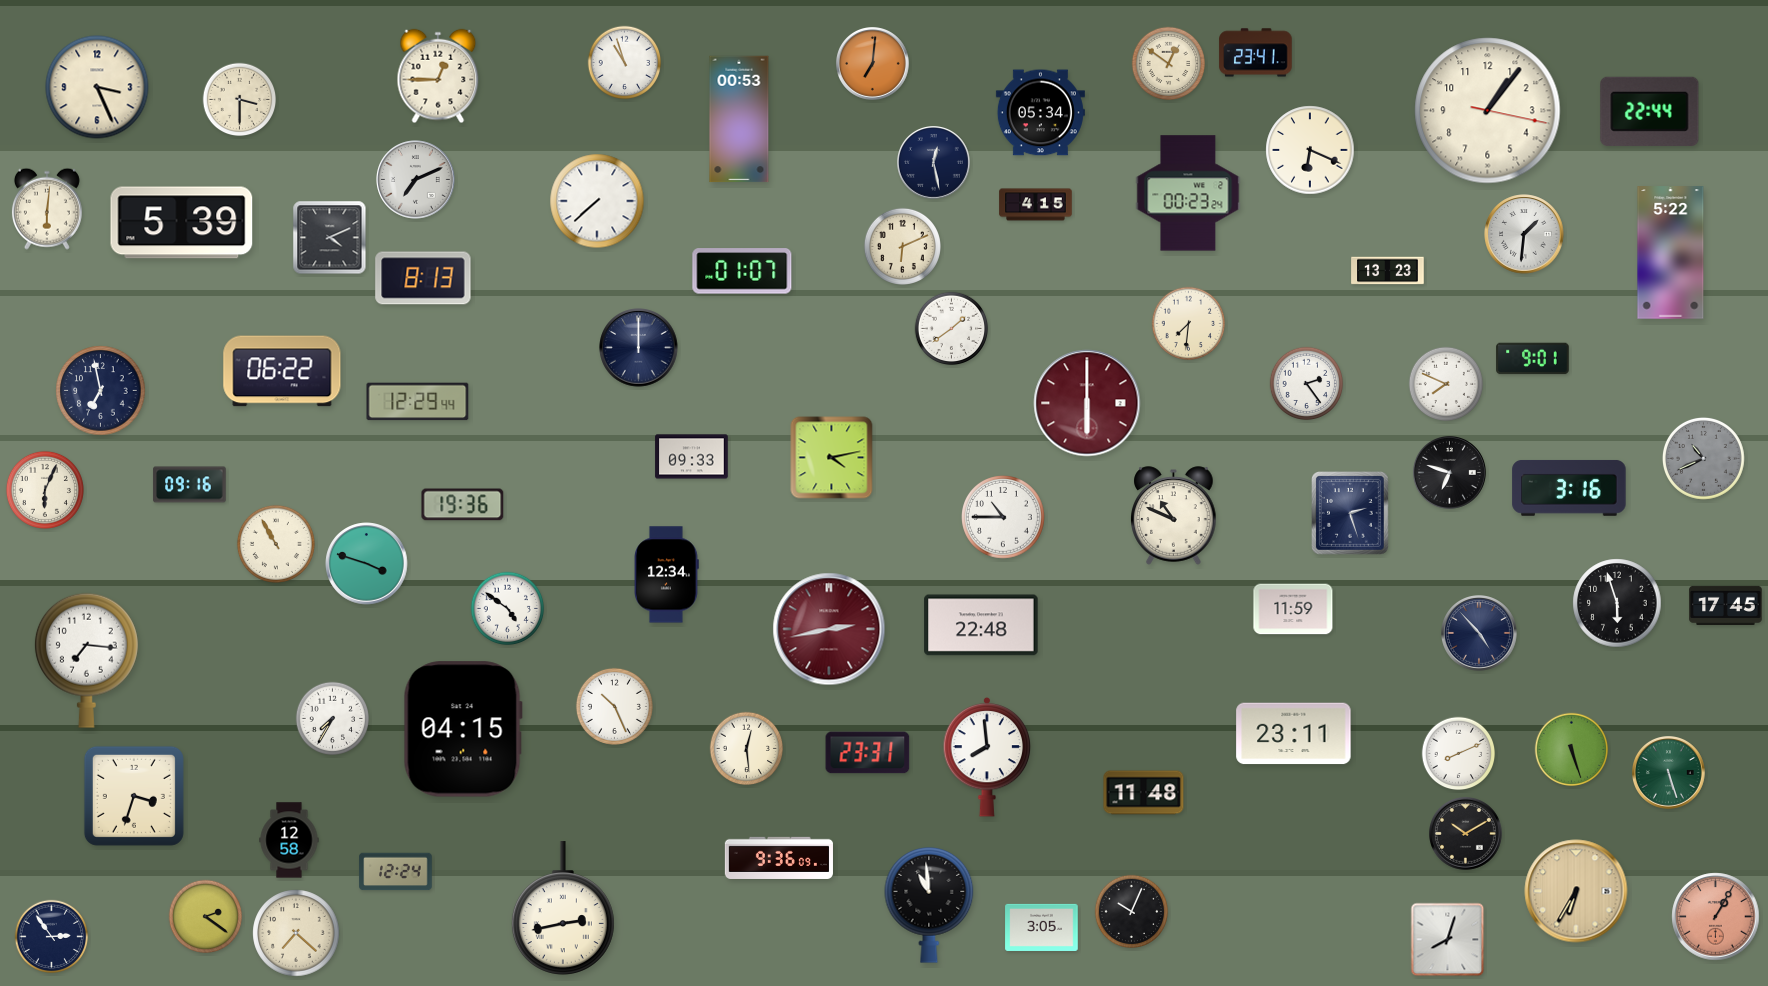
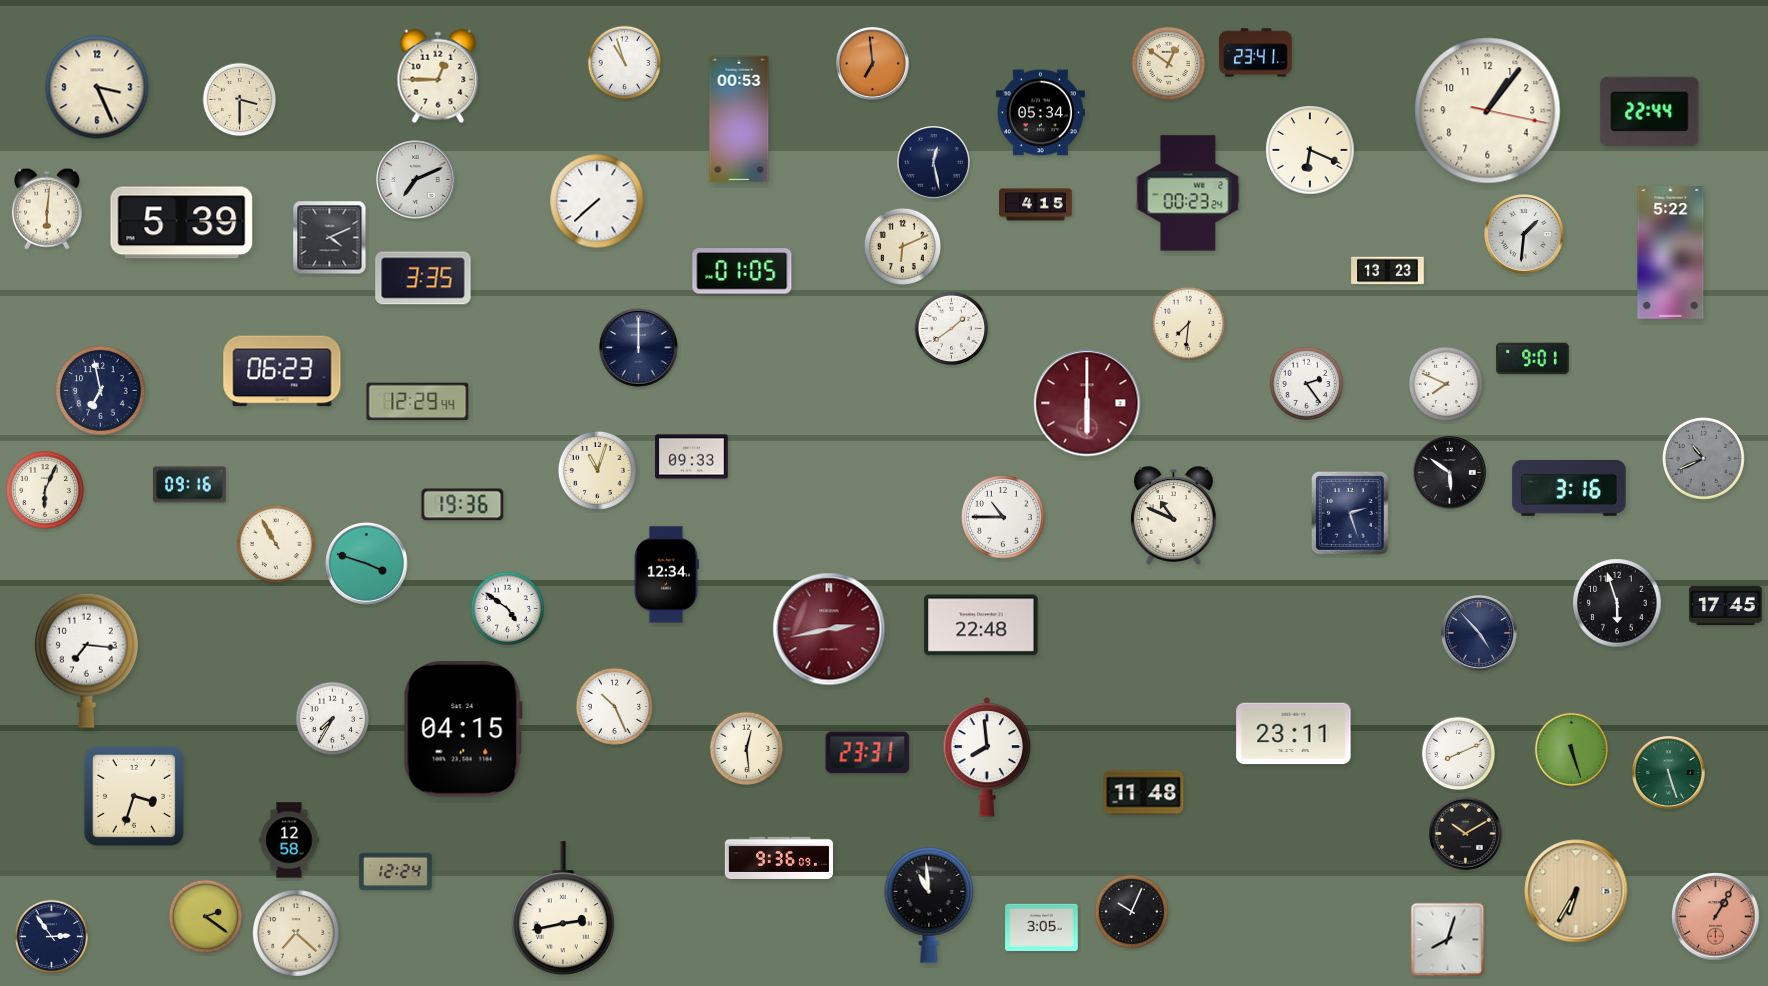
clock at (873, 64): 7:01 -> 6:59
clock at (742, 271): 01:07 -> 01:05
clock at (423, 278): 8:13 -> 3:35
clock at (282, 371): 06:22 -> 06:23
clock at (832, 458): 4:13 -> none
clock at (597, 470): none -> 11:03
clock at (1450, 473): 6:48 -> 5:51
clock at (1293, 609): 11:59 -> none
